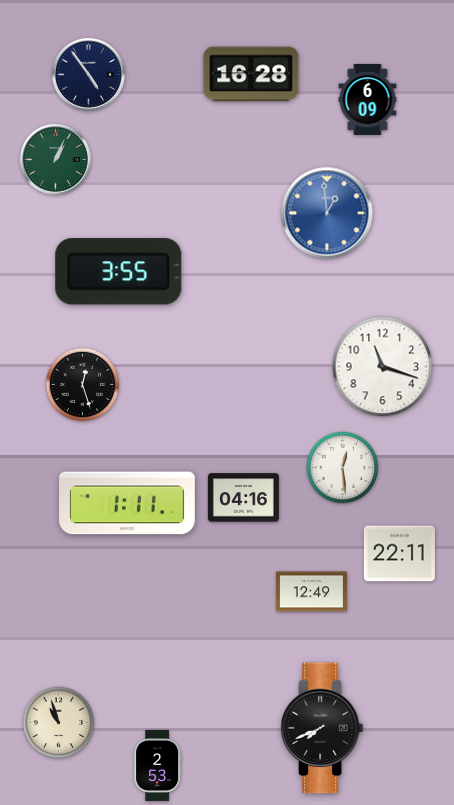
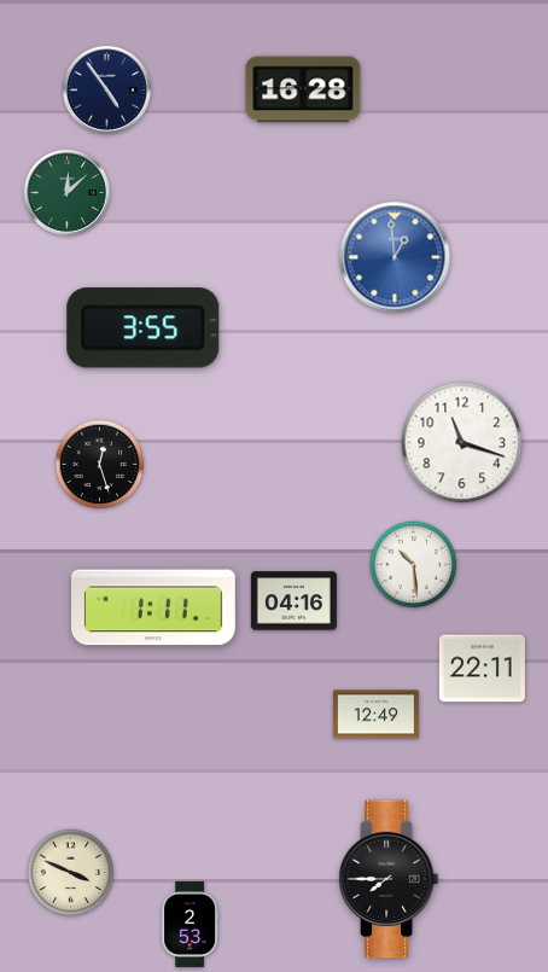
clock at (368, 99): 6:09 -> none
clock at (55, 159): 1:04 -> 12:08
clock at (343, 468): 12:29 -> 10:29
clock at (59, 723): 10:57 -> 3:49
clock at (322, 728): 7:41 -> 7:45
